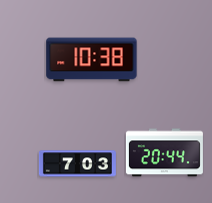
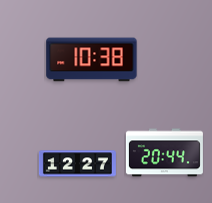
clock at (77, 164): 7:03 -> 12:27
